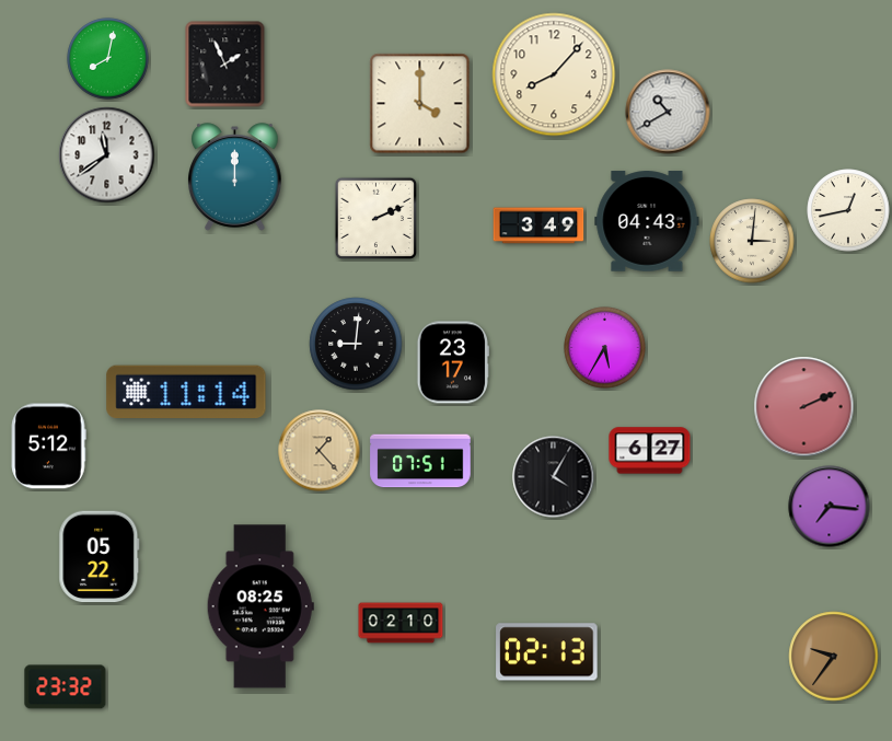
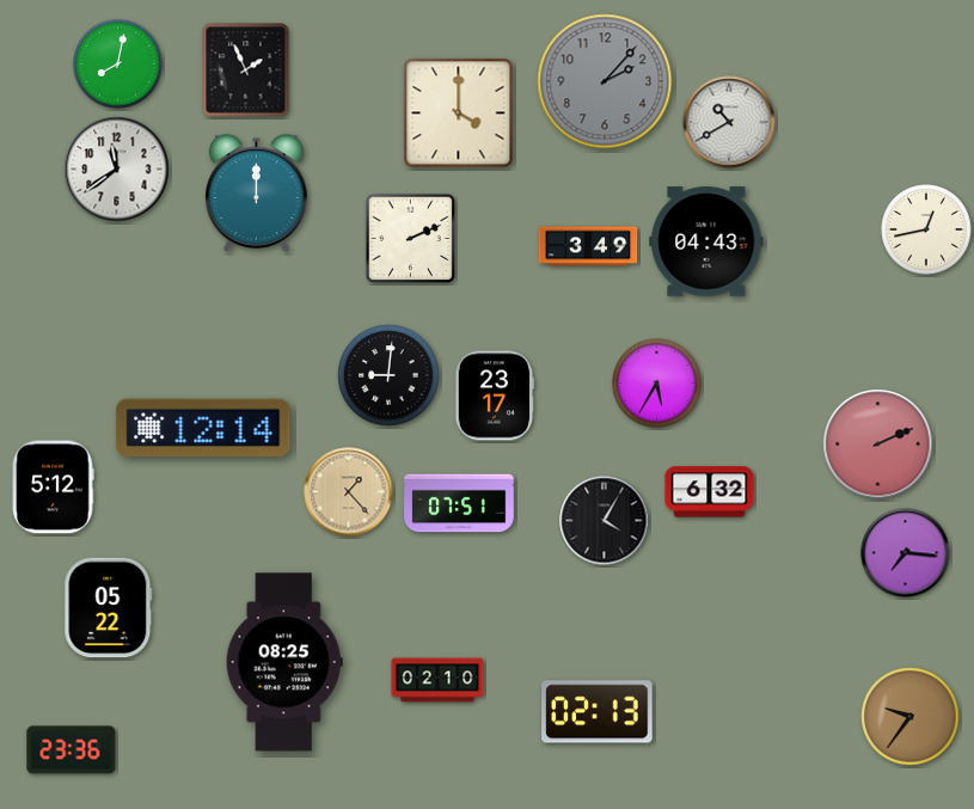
clock at (554, 74): 8:07 -> 2:07
clock at (554, 74) dial: cream -> grey
clock at (752, 241): 3:01 -> none
clock at (605, 348) position: (605, 348) -> (657, 384)
clock at (186, 392): 11:14 -> 12:14
clock at (650, 451): 6:27 -> 6:32
clock at (66, 687): 23:32 -> 23:36
